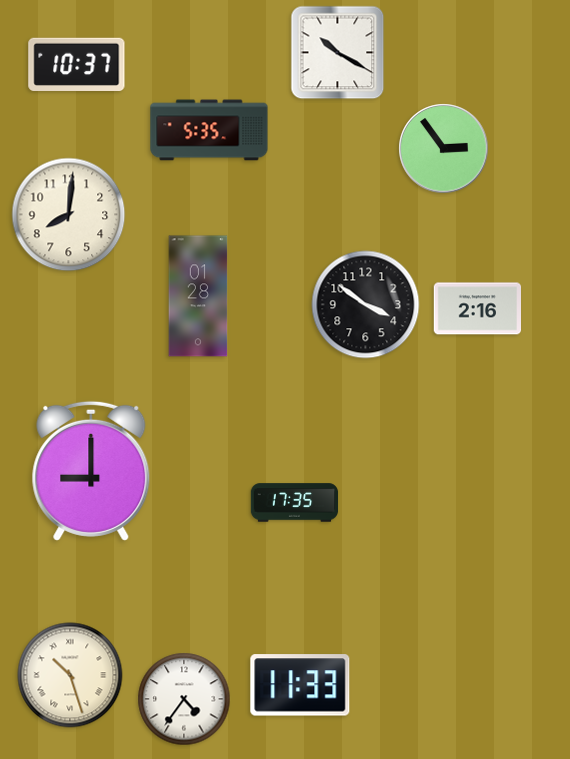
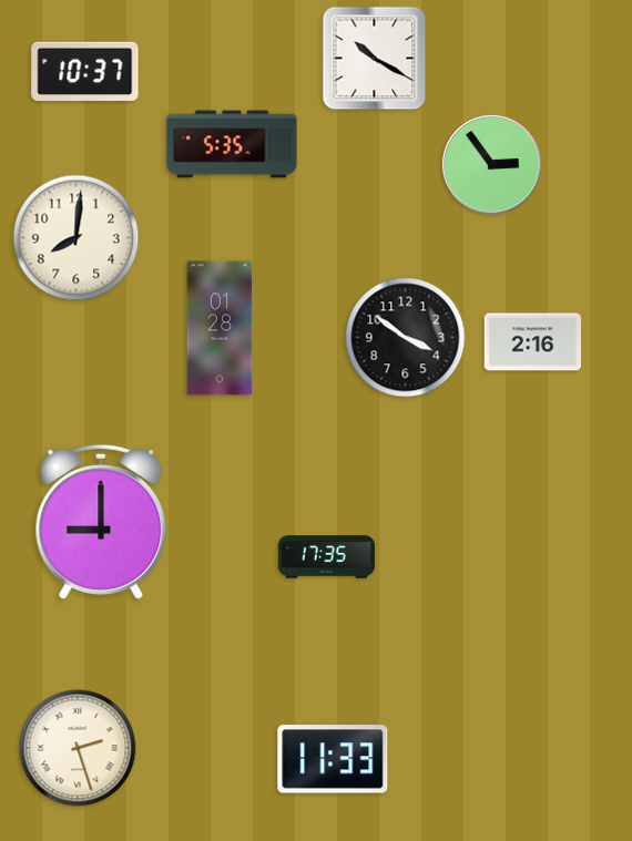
clock at (477, 309) position: (477, 309) -> (532, 342)
clock at (70, 675): 10:27 -> 2:27
clock at (184, 699): 4:36 -> none
